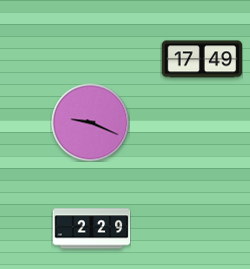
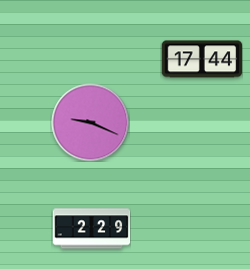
clock at (202, 59): 17:49 -> 17:44
